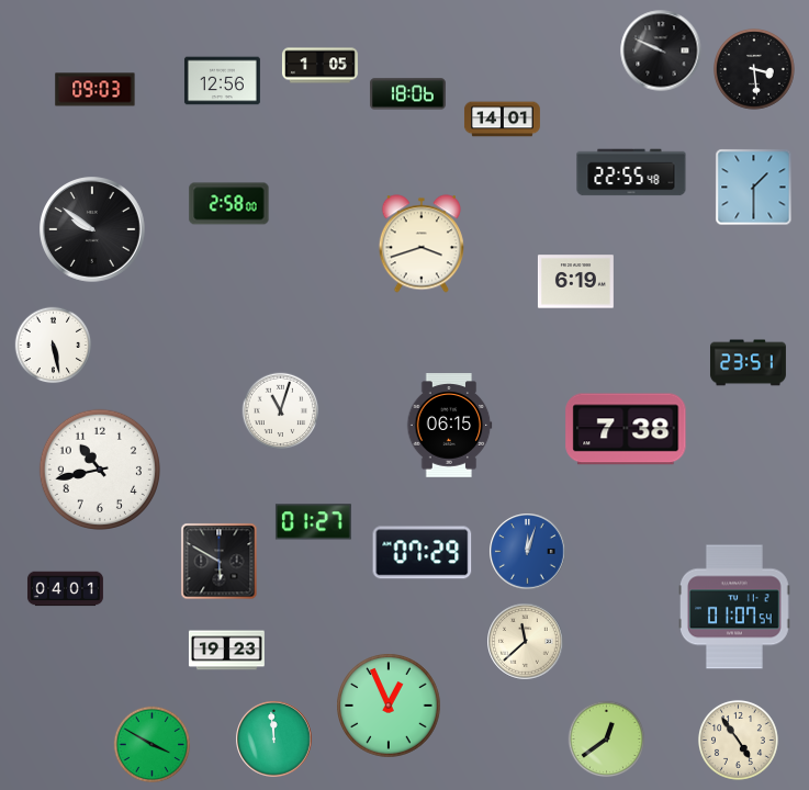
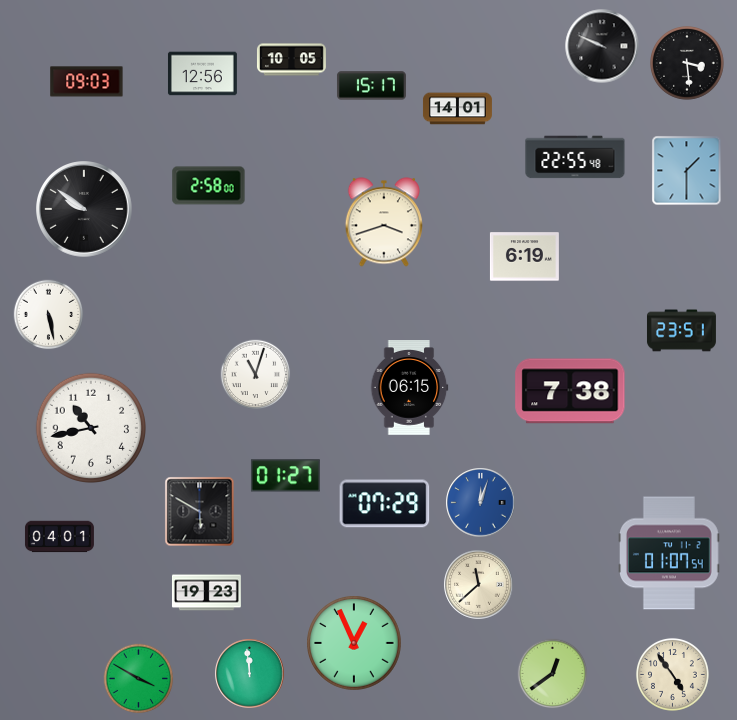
clock at (319, 66): 1:05 -> 10:05
clock at (407, 94): 18:06 -> 15:17
